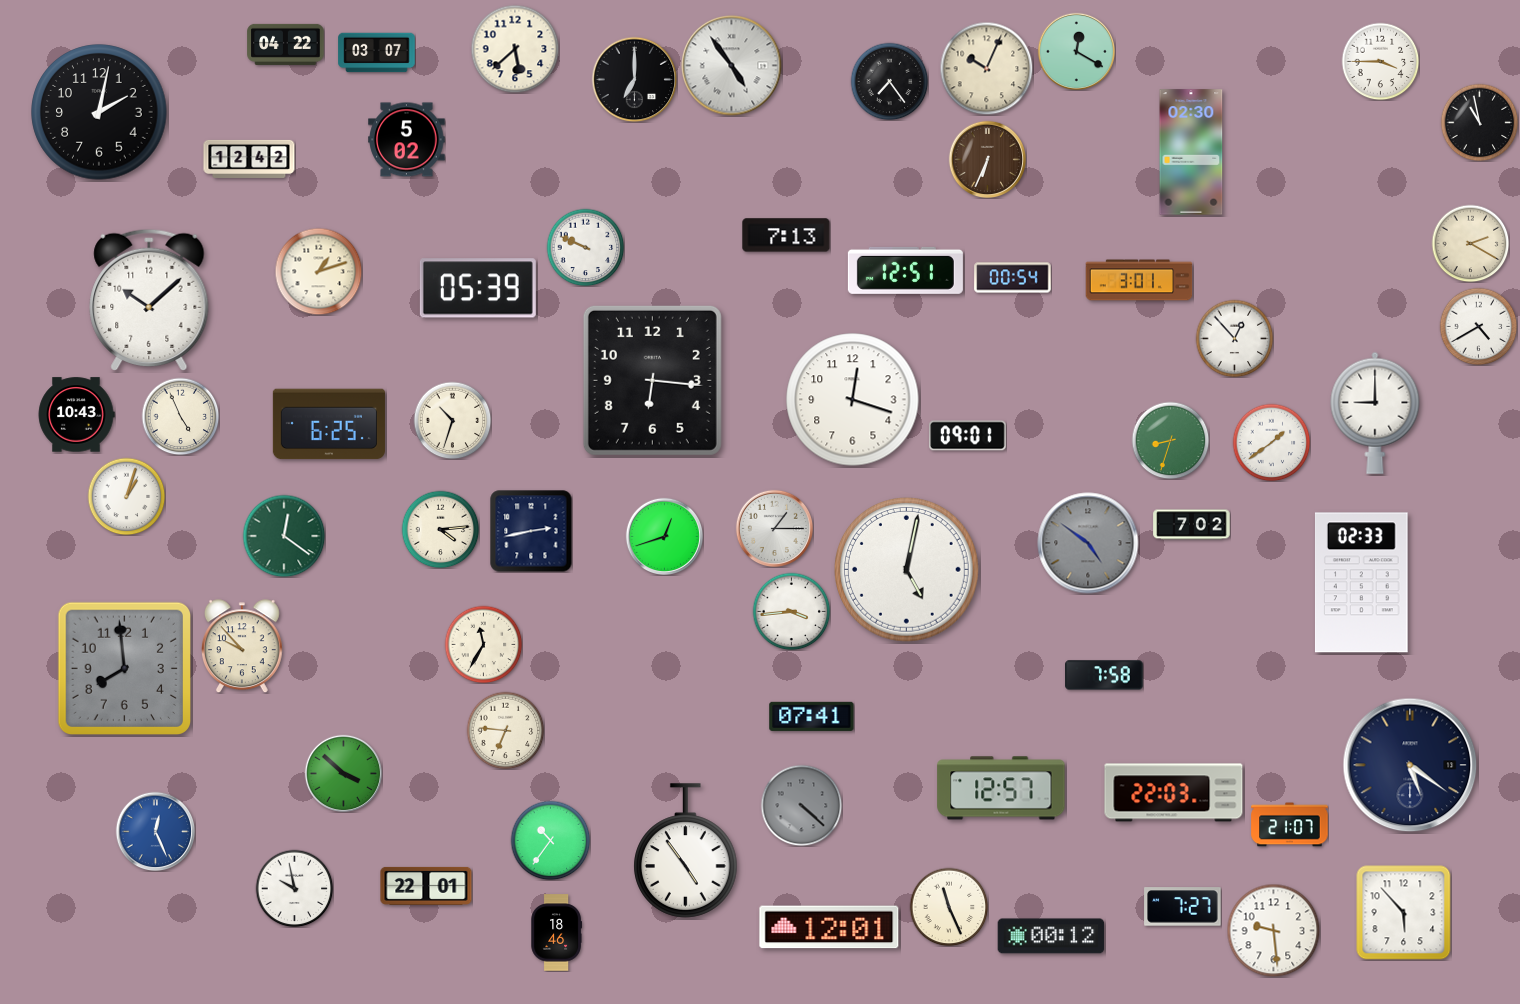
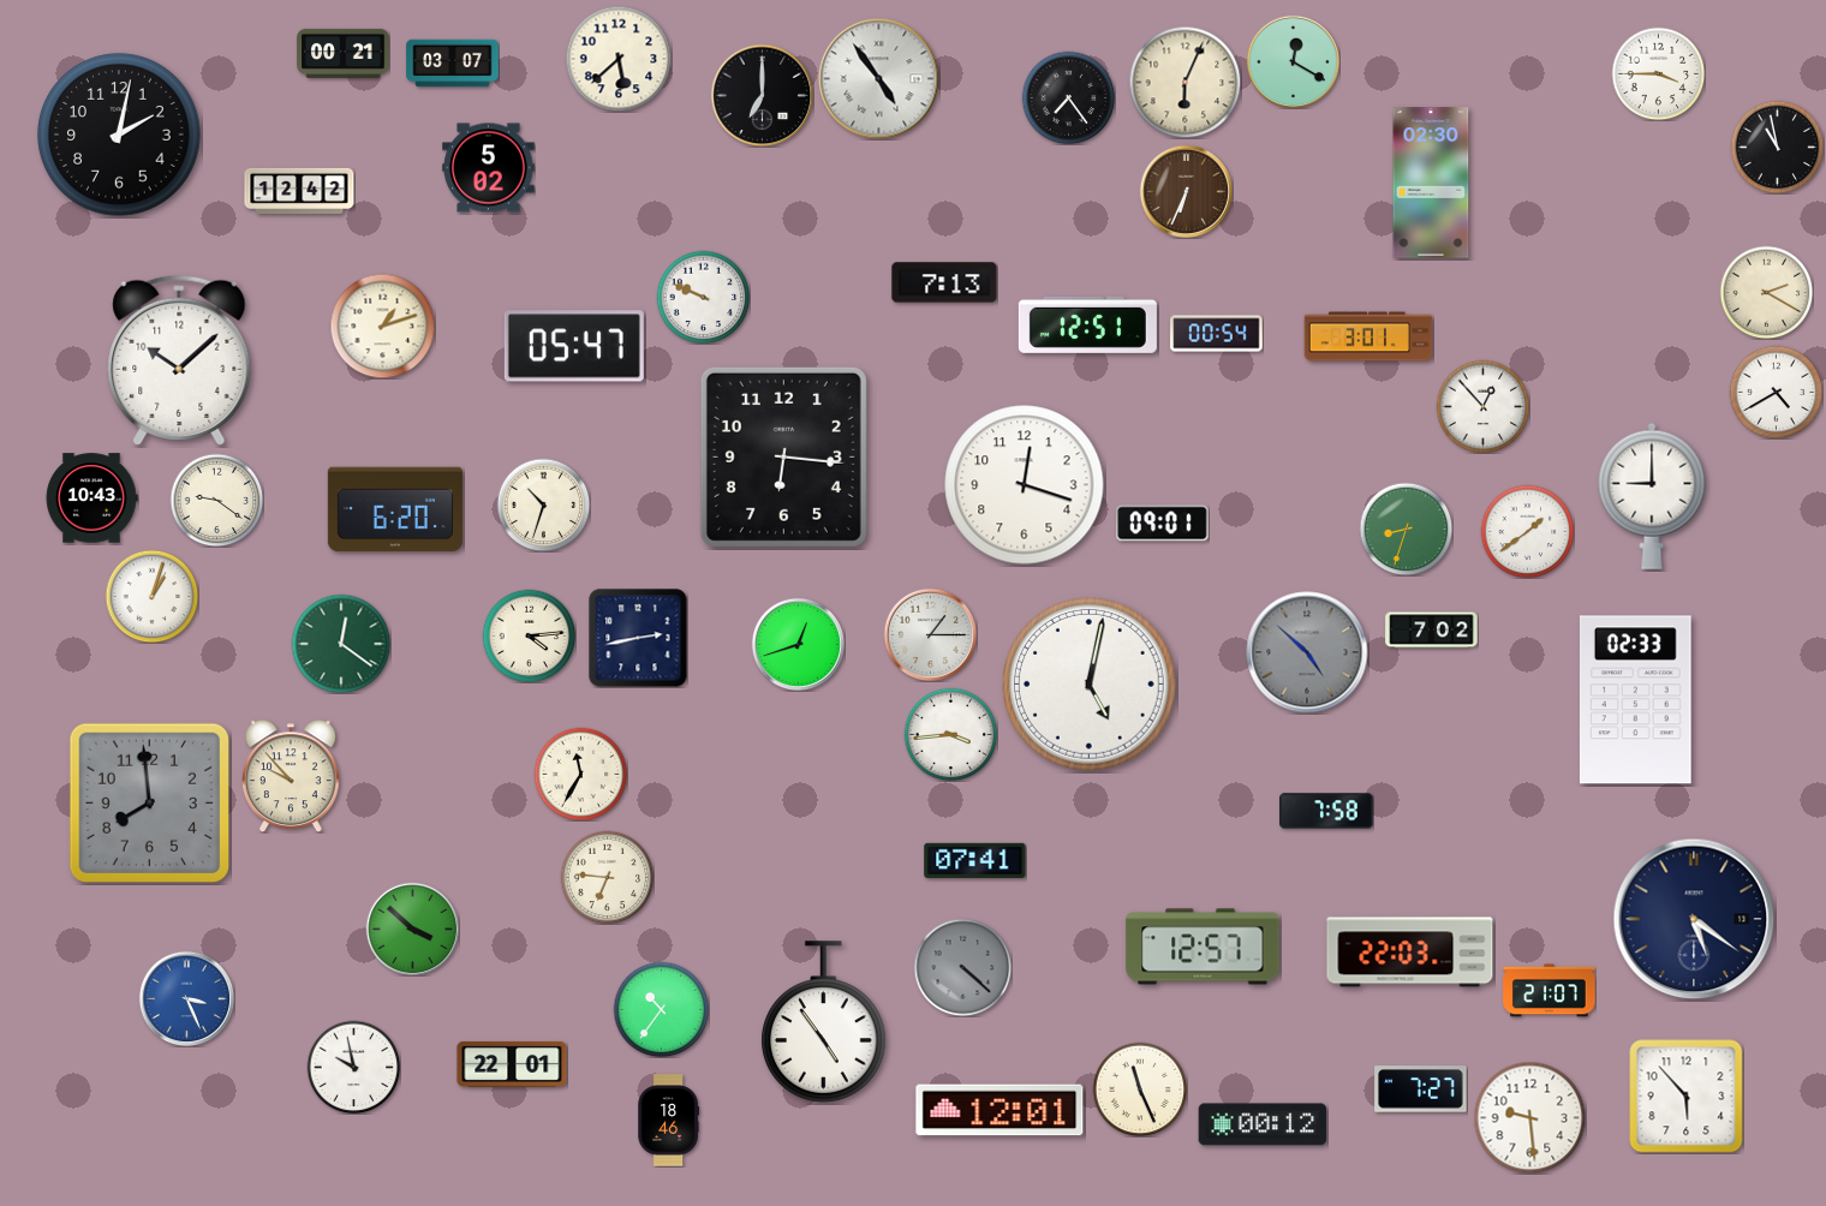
clock at (286, 44): 04:22 -> 00:21
clock at (986, 68): 10:04 -> 6:04
clock at (478, 288): 05:39 -> 05:47
clock at (853, 400) position: (853, 400) -> (1025, 485)
clock at (180, 416): 4:56 -> 9:21
clock at (329, 424): 6:25 -> 6:20
clock at (1088, 543): 4:51 -> 4:52
clock at (155, 831): 12:26 -> 3:26
clock at (829, 927) position: (829, 927) -> (999, 1110)
